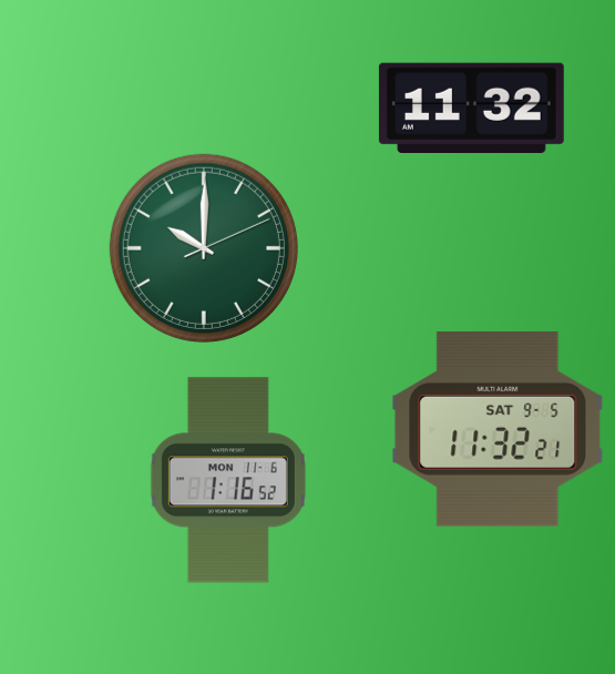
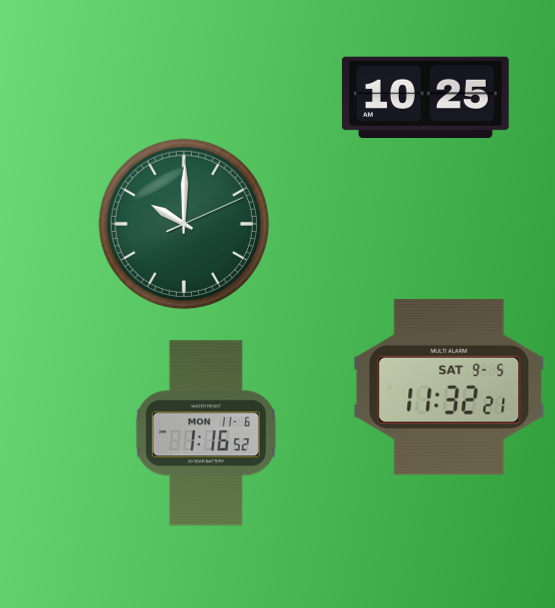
clock at (471, 108): 11:32 -> 10:25
